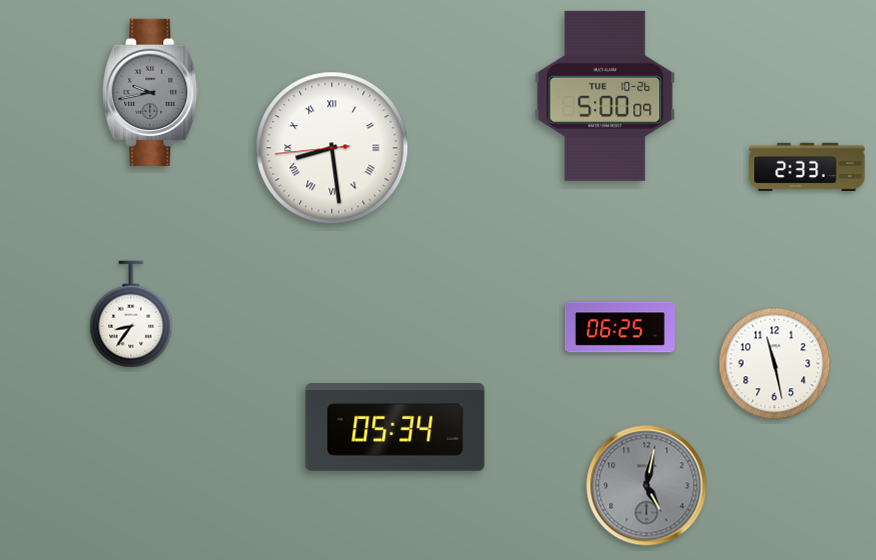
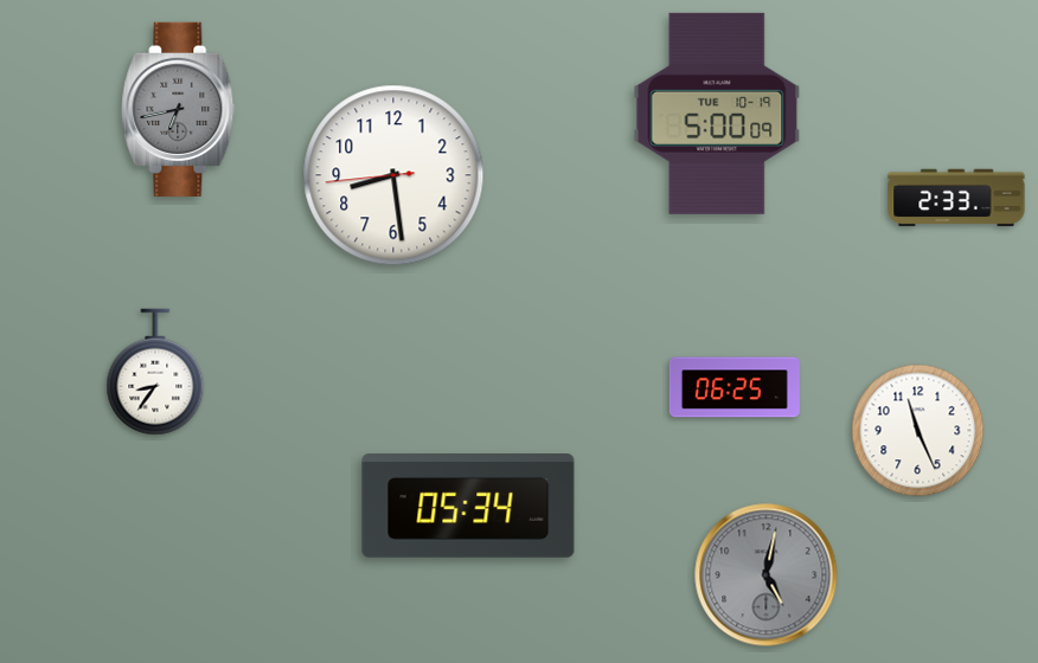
clock at (151, 92): 9:43 -> 6:43
clock at (605, 96) date: TUE 10-26 -> TUE 10-19
clock at (332, 148) numerals: Roman -> Arabic
clock at (775, 364): 11:28 -> 11:26
